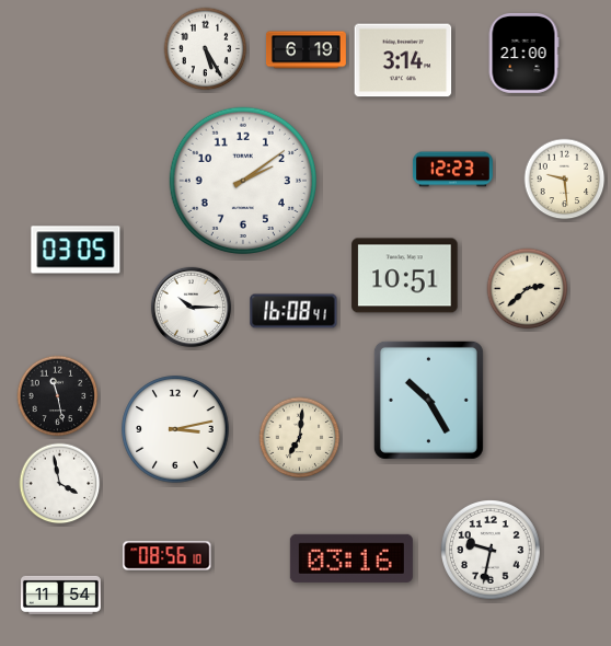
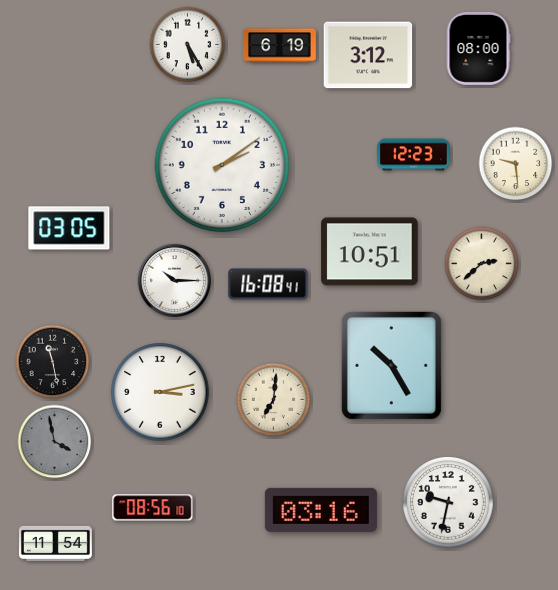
clock at (523, 53): 21:00 -> 08:00
clock at (403, 60): 3:14 -> 3:12
clock at (60, 484) dial: white -> grey
